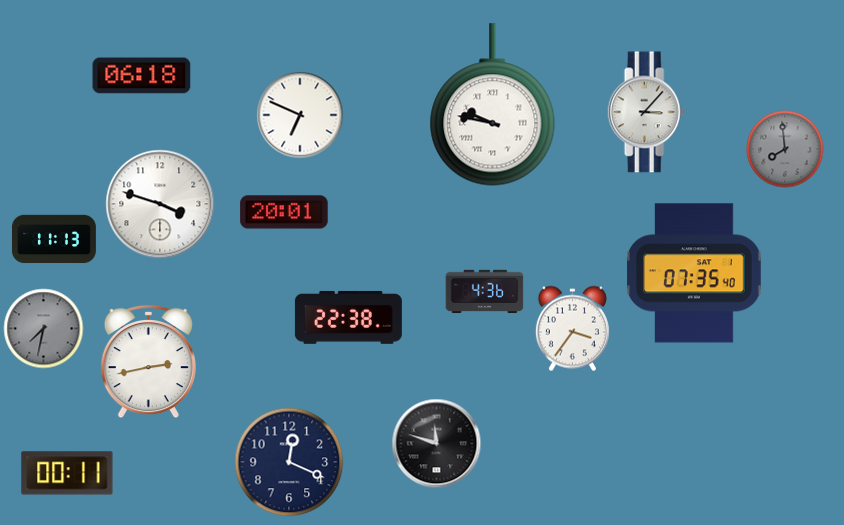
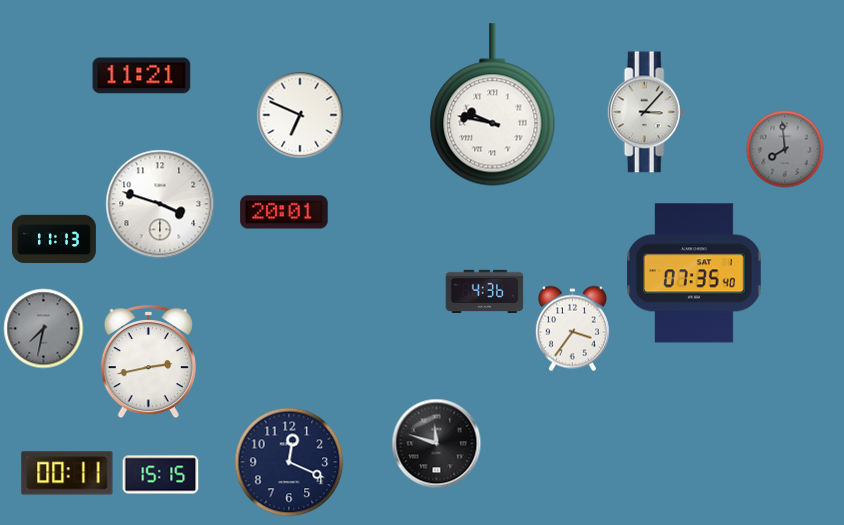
clock at (142, 76): 06:18 -> 11:21
clock at (348, 317): 22:38 -> none
clock at (161, 475): none -> 15:15
